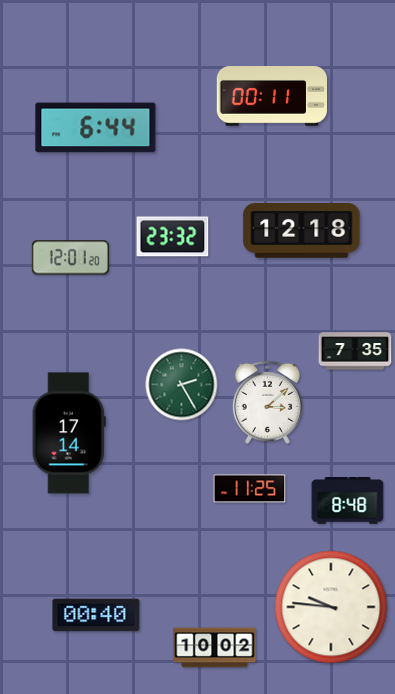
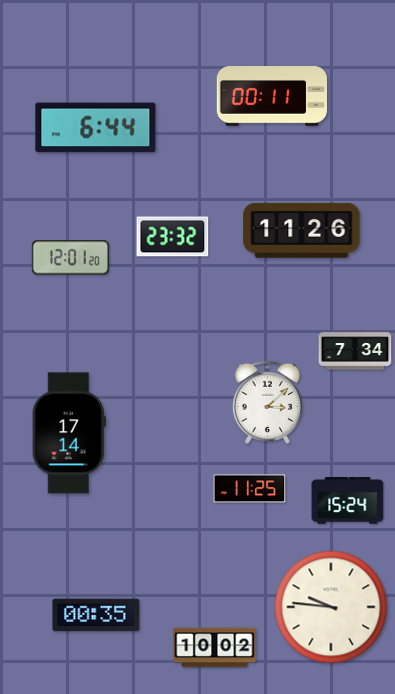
clock at (302, 231): 12:18 -> 11:26
clock at (355, 351): 7:35 -> 7:34
clock at (182, 385): 2:25 -> none
clock at (348, 501): 8:48 -> 15:24
clock at (96, 615): 00:40 -> 00:35
